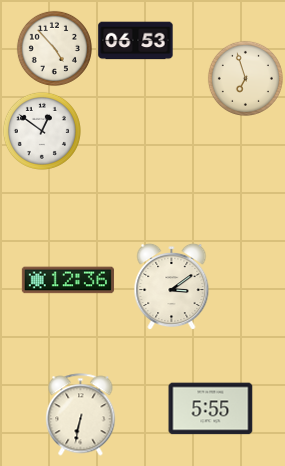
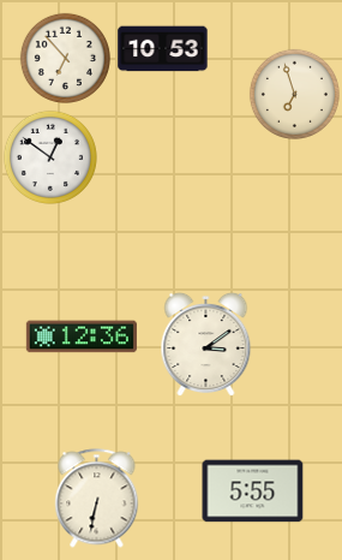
clock at (136, 41): 06:53 -> 10:53
clock at (54, 48): 4:53 -> 6:53
